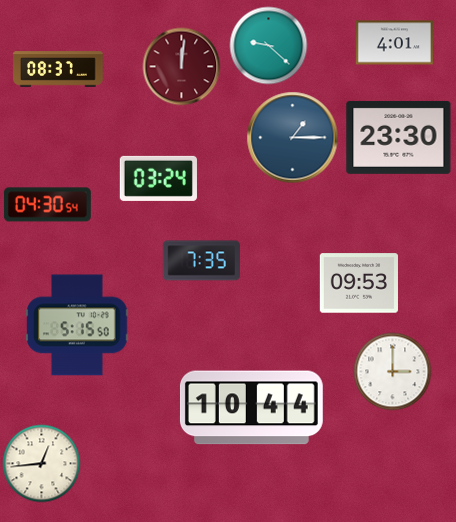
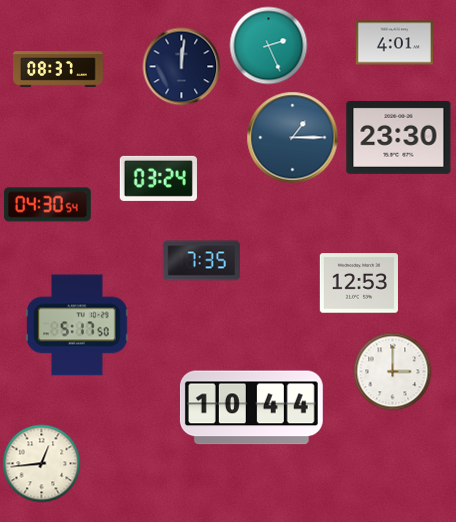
clock at (268, 45): 9:22 -> 2:26
clock at (181, 66) dial: burgundy -> navy
clock at (359, 283): 09:53 -> 12:53
clock at (77, 325): 5:15 -> 5:17
